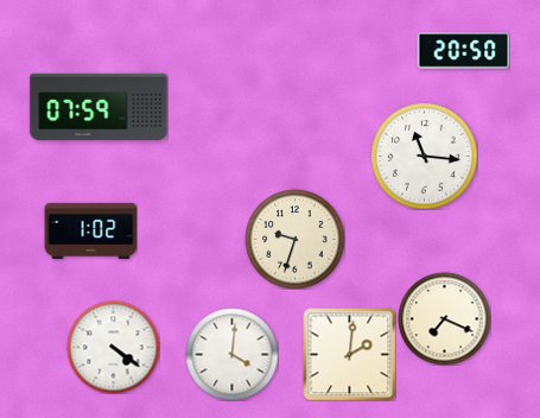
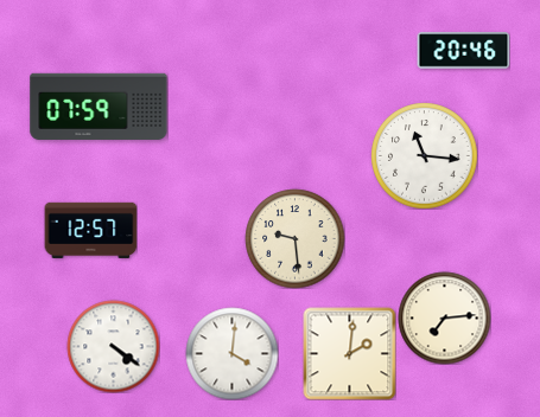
clock at (463, 51): 20:50 -> 20:46
clock at (90, 230): 1:02 -> 12:57
clock at (294, 239): 9:33 -> 9:29
clock at (444, 318): 7:19 -> 7:14
